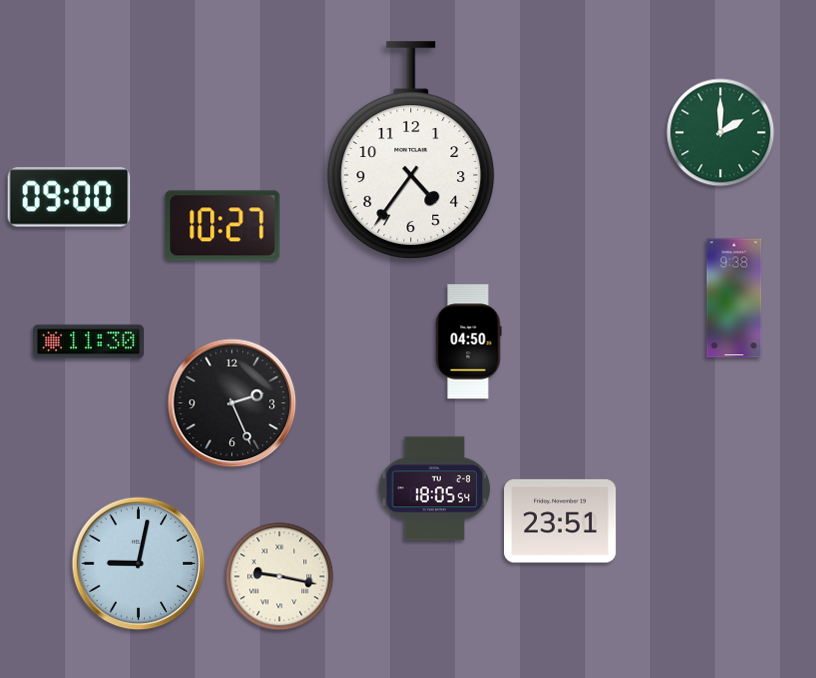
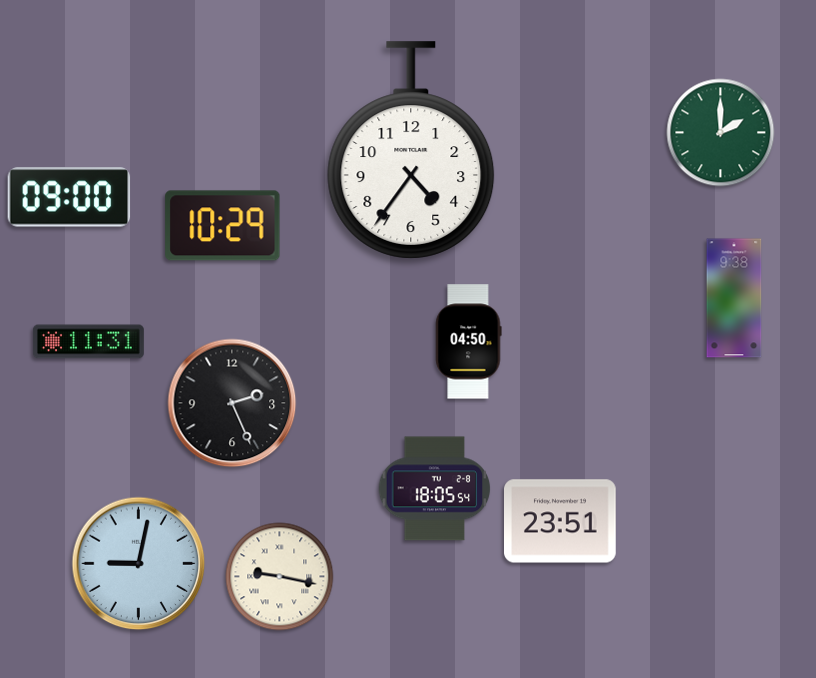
clock at (223, 226): 10:27 -> 10:29
clock at (88, 342): 11:30 -> 11:31
